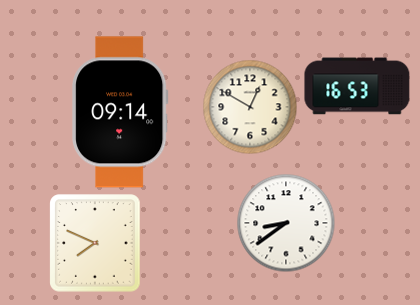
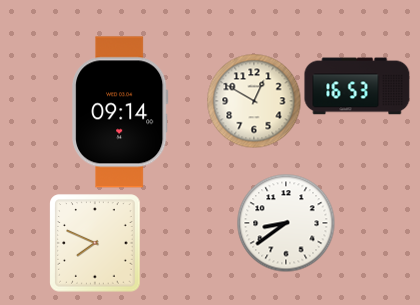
clock at (250, 107) position: (250, 107) -> (254, 101)
